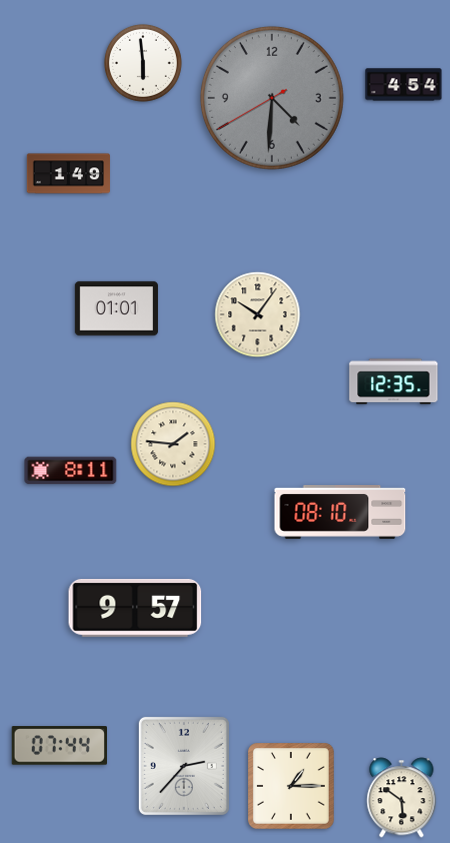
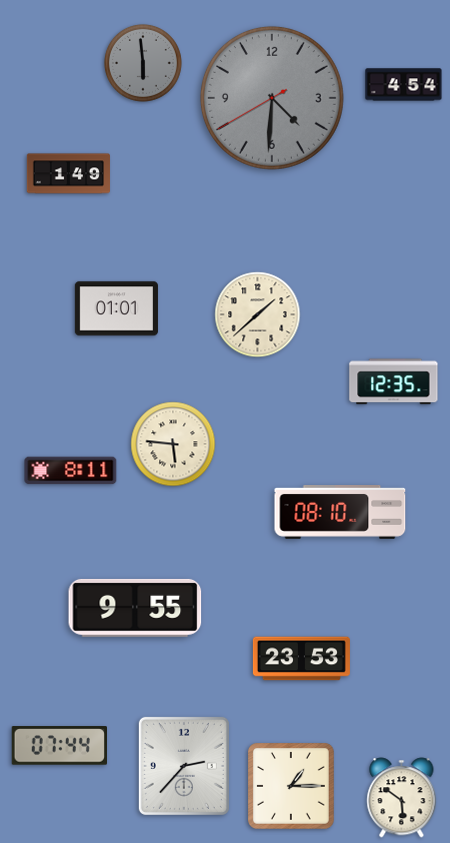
clock at (143, 63) dial: white -> grey
clock at (258, 315): 10:06 -> 1:38
clock at (173, 444): 1:46 -> 5:46
clock at (135, 608): 9:57 -> 9:55
clock at (301, 659): none -> 23:53
